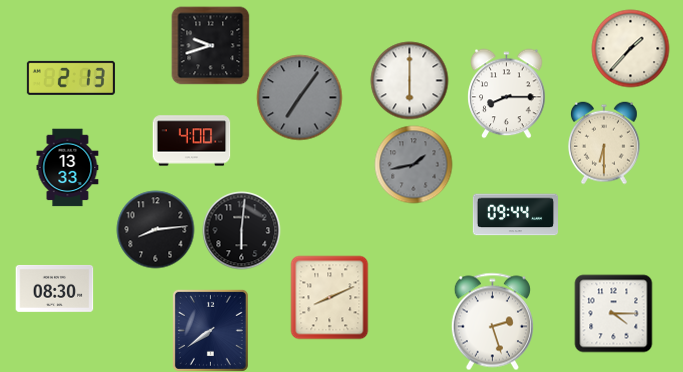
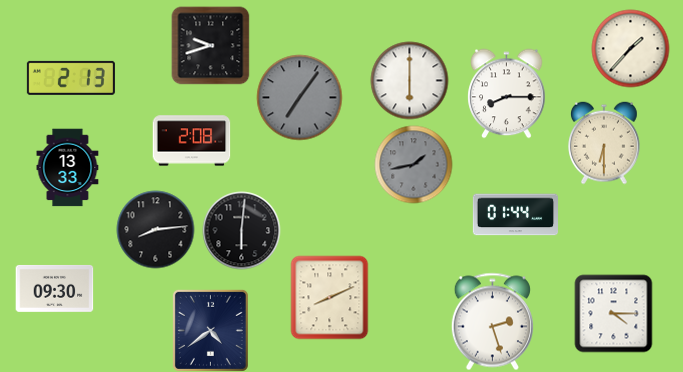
clock at (191, 141): 4:00 -> 2:08
clock at (515, 215): 09:44 -> 01:44
clock at (54, 288): 08:30 -> 09:30
clock at (210, 330): 7:39 -> 4:39
